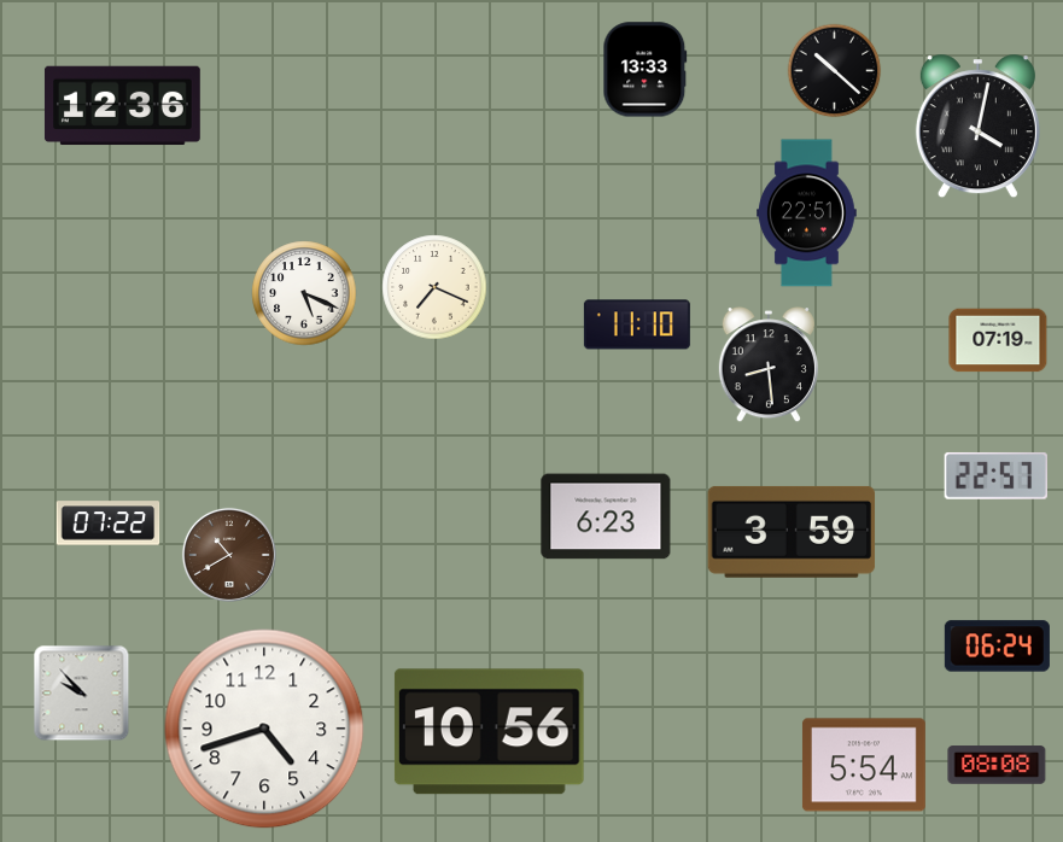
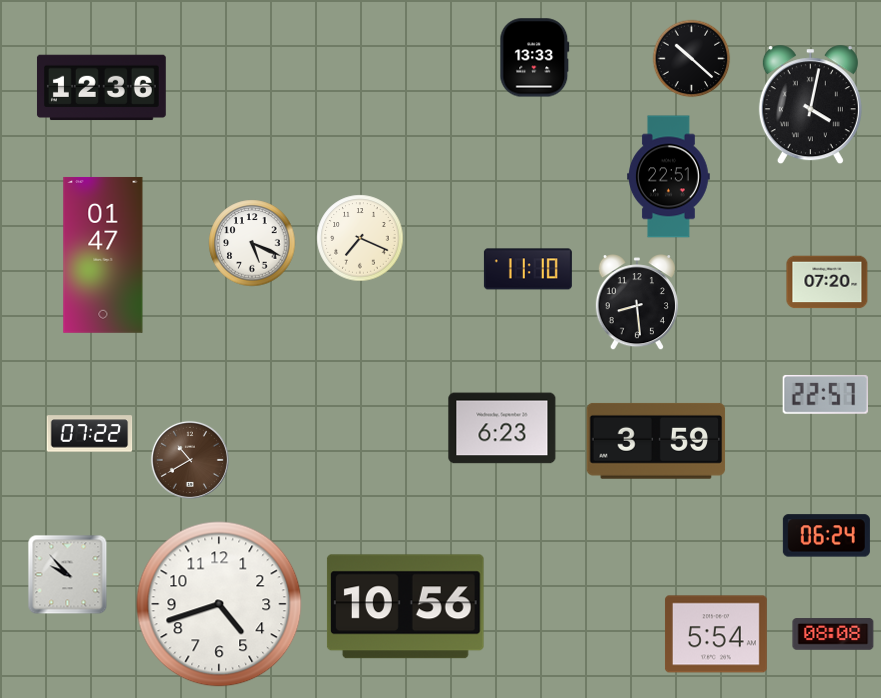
clock at (103, 255): none -> 01:47
clock at (998, 340): 07:19 -> 07:20
clock at (997, 765) position: (997, 765) -> (833, 634)
